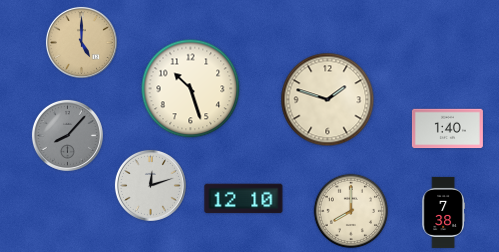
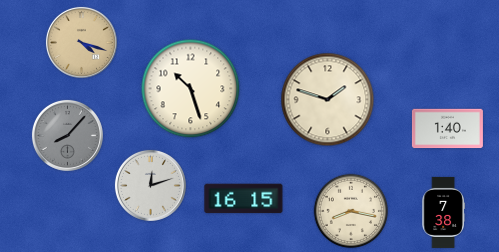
clock at (81, 42): 5:00 -> 4:18
clock at (244, 199): 12:10 -> 16:15
clock at (351, 211): 8:00 -> 8:17
